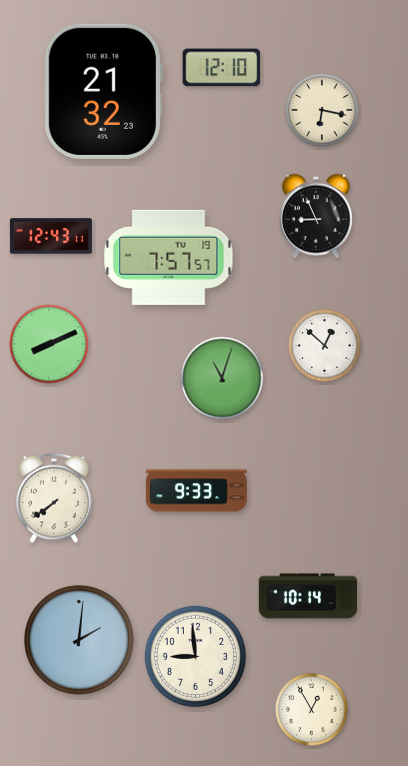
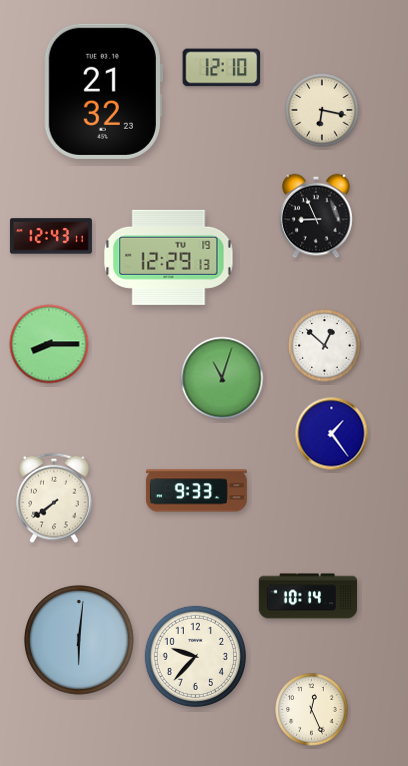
clock at (169, 257): 7:57 -> 12:29
clock at (49, 344): 8:11 -> 8:15
clock at (332, 434): none -> 1:24
clock at (79, 640): 2:01 -> 6:01
clock at (195, 656): 8:59 -> 9:37
clock at (312, 710): 12:55 -> 12:26
